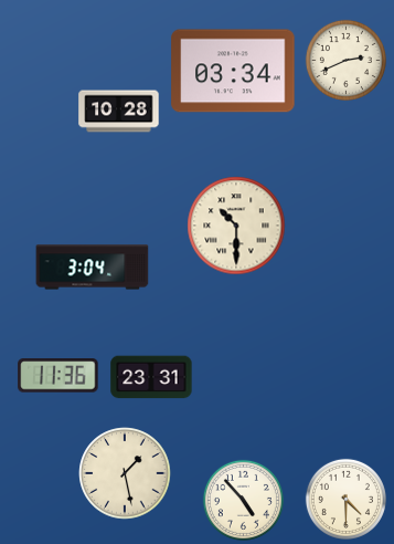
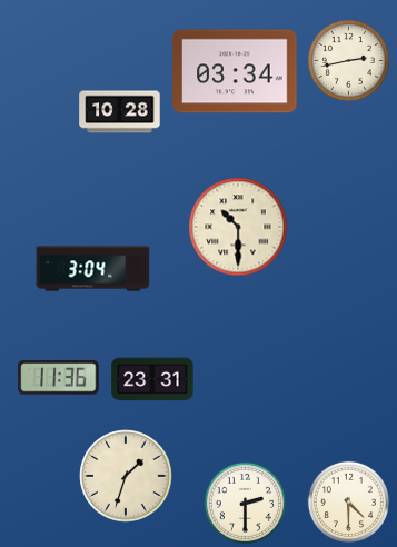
clock at (345, 60): 2:41 -> 2:43
clock at (125, 473): 1:28 -> 1:33
clock at (243, 500): 4:53 -> 2:30
